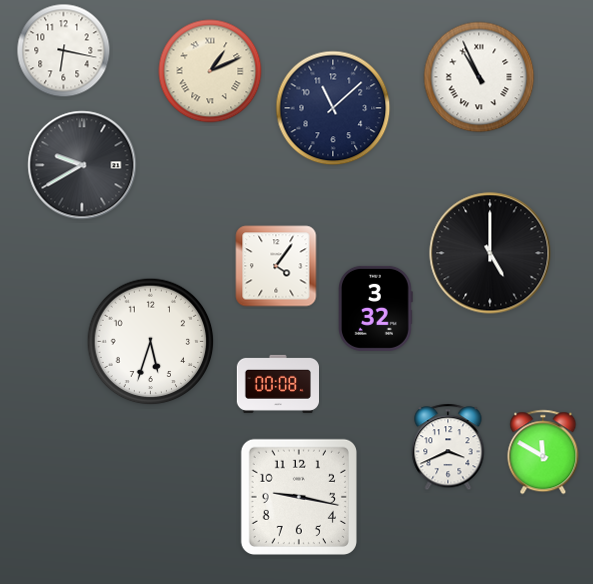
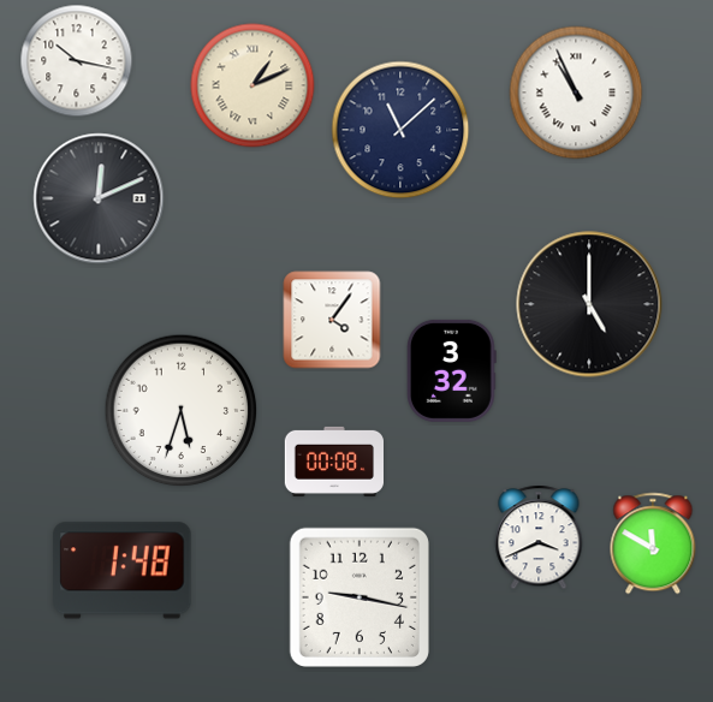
clock at (64, 51): 6:17 -> 10:17
clock at (82, 165): 9:40 -> 12:11
clock at (123, 571): none -> 1:48
